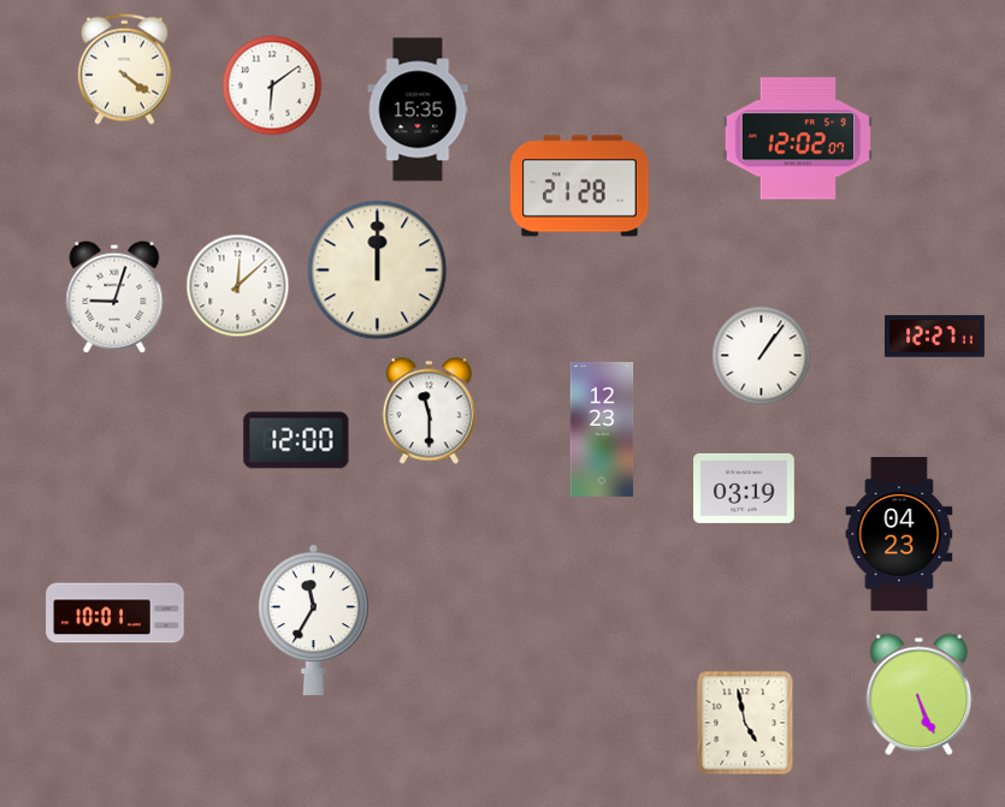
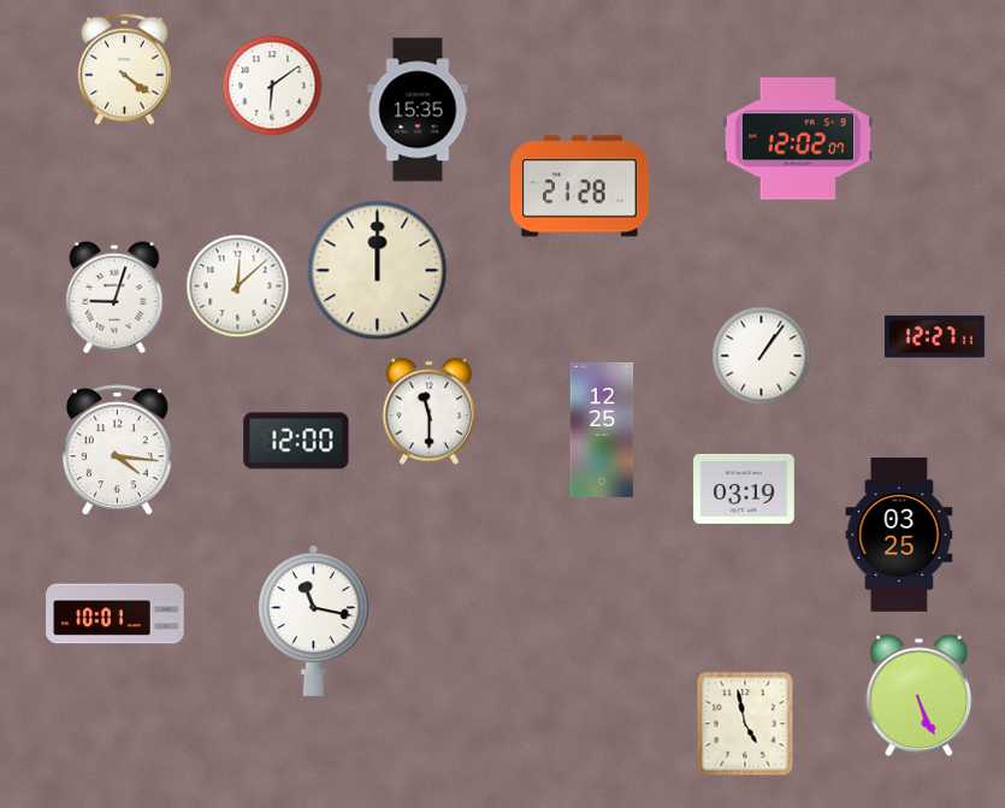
clock at (602, 429): 12:23 -> 12:25
clock at (117, 450): none -> 4:16
clock at (899, 535): 04:23 -> 03:25
clock at (314, 619): 11:35 -> 11:17
